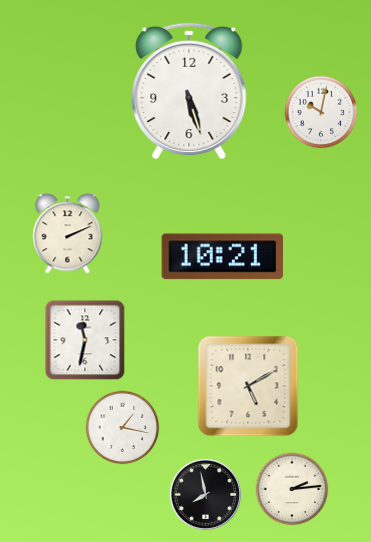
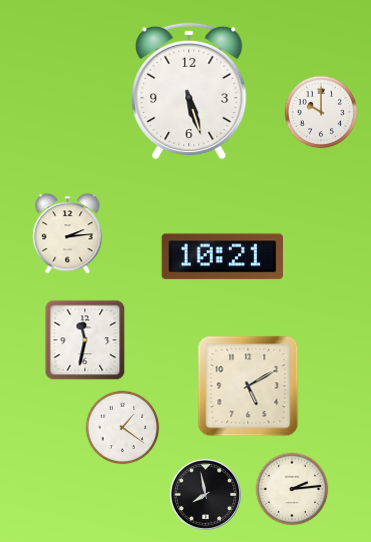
clock at (321, 112): 10:02 -> 10:00
clock at (68, 234): 2:11 -> 2:14
clock at (123, 428): 1:17 -> 1:21
